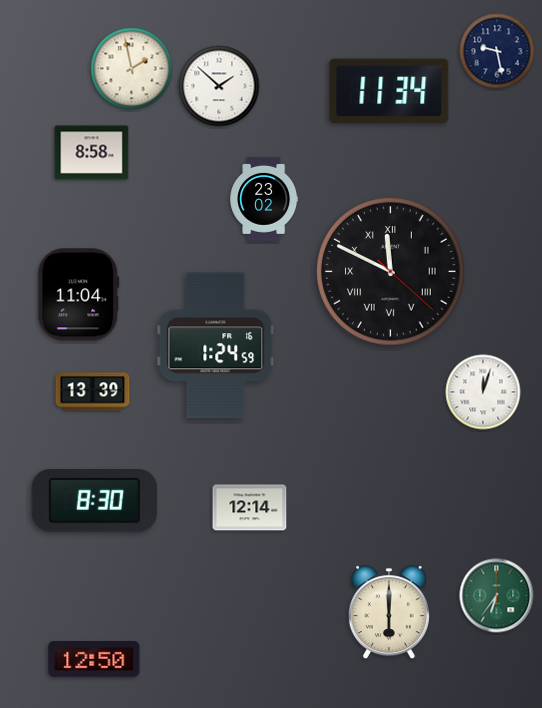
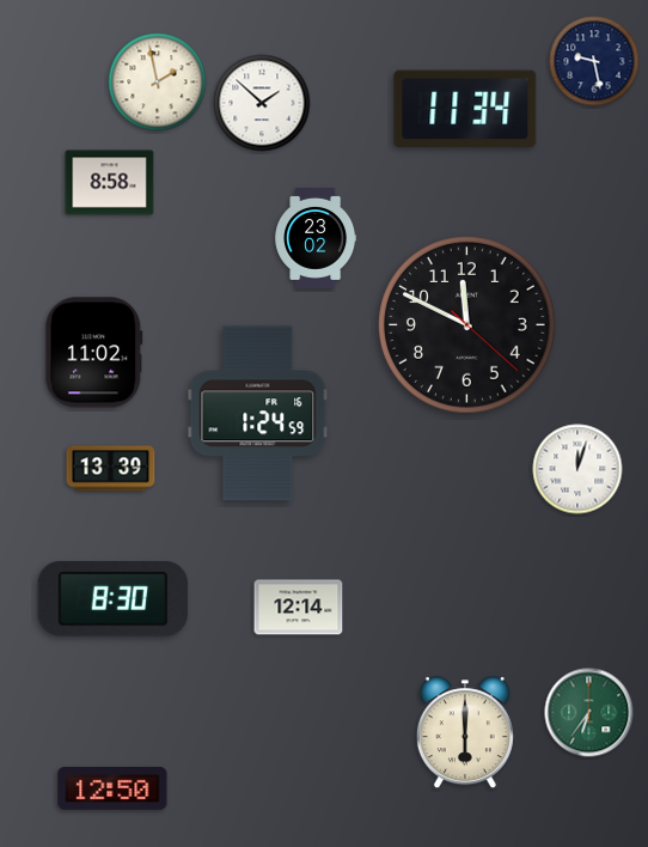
clock at (391, 272) numerals: Roman -> Arabic
clock at (79, 295): 11:04 -> 11:02
clock at (497, 596) position: (497, 596) -> (589, 713)
